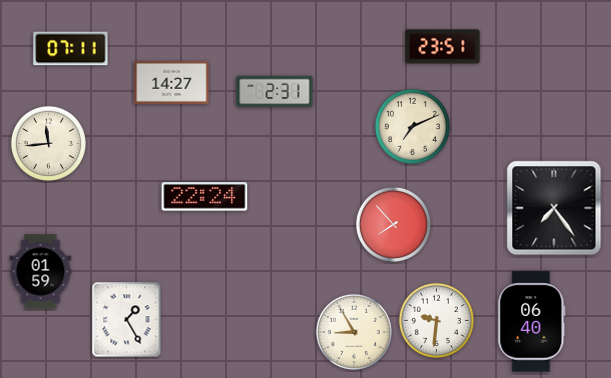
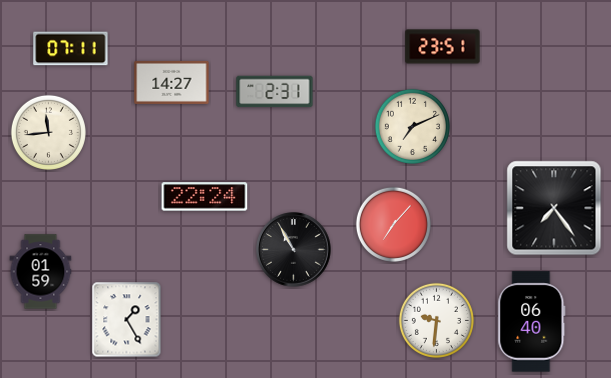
clock at (48, 143) position: (48, 143) -> (48, 132)
clock at (393, 224): 7:53 -> 7:07
clock at (294, 250): none -> 10:55
clock at (354, 332): 8:55 -> none
